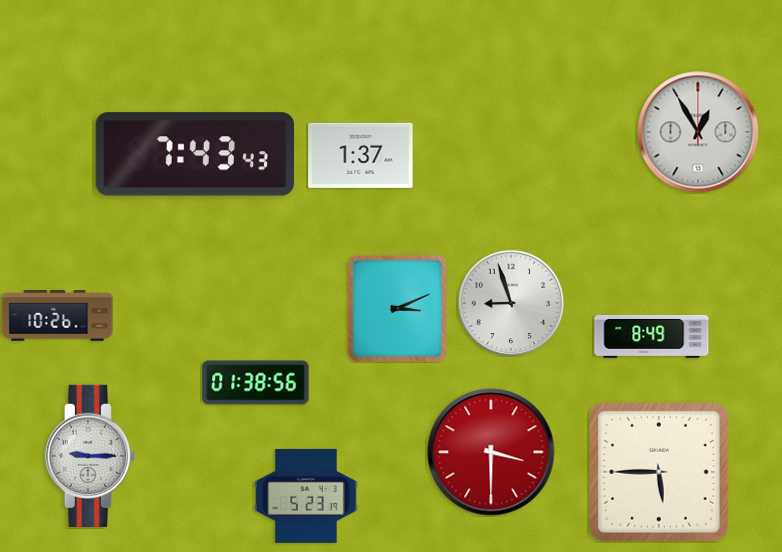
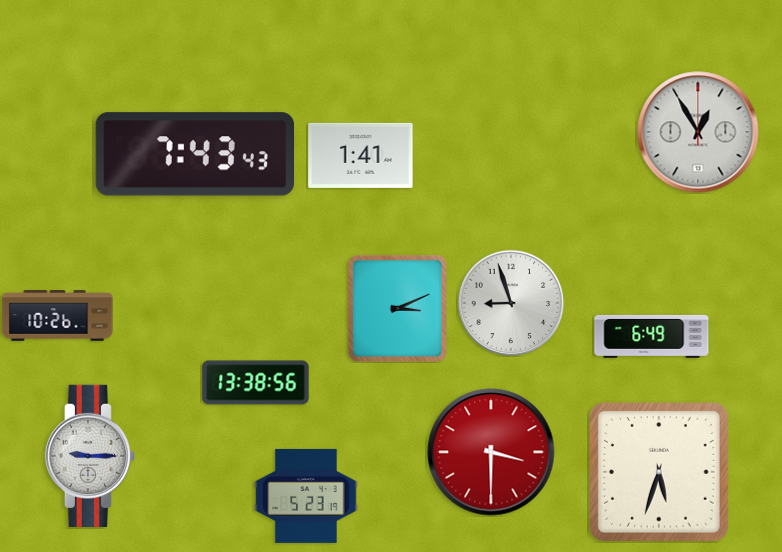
clock at (361, 155): 1:37 -> 1:41
clock at (652, 336): 8:49 -> 6:49
clock at (256, 383): 01:38 -> 13:38
clock at (660, 473): 5:45 -> 5:33
